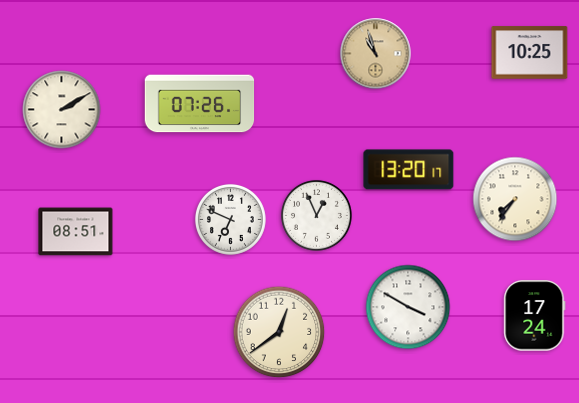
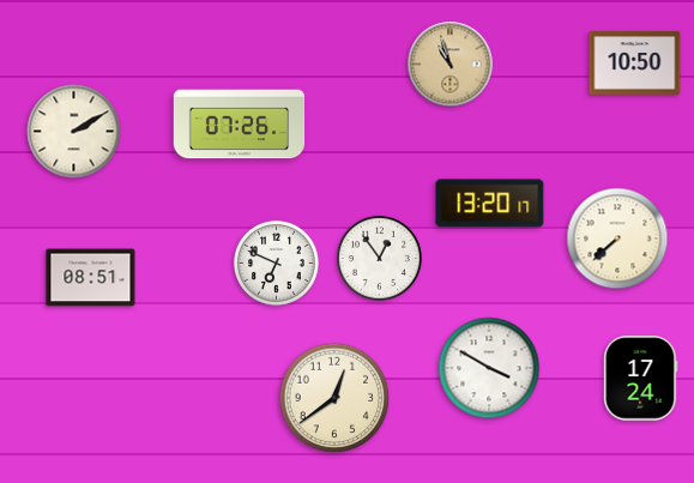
clock at (530, 53): 10:25 -> 10:50
clock at (515, 199): 7:36 -> 7:38
clock at (316, 215): 12:56 -> 12:54
